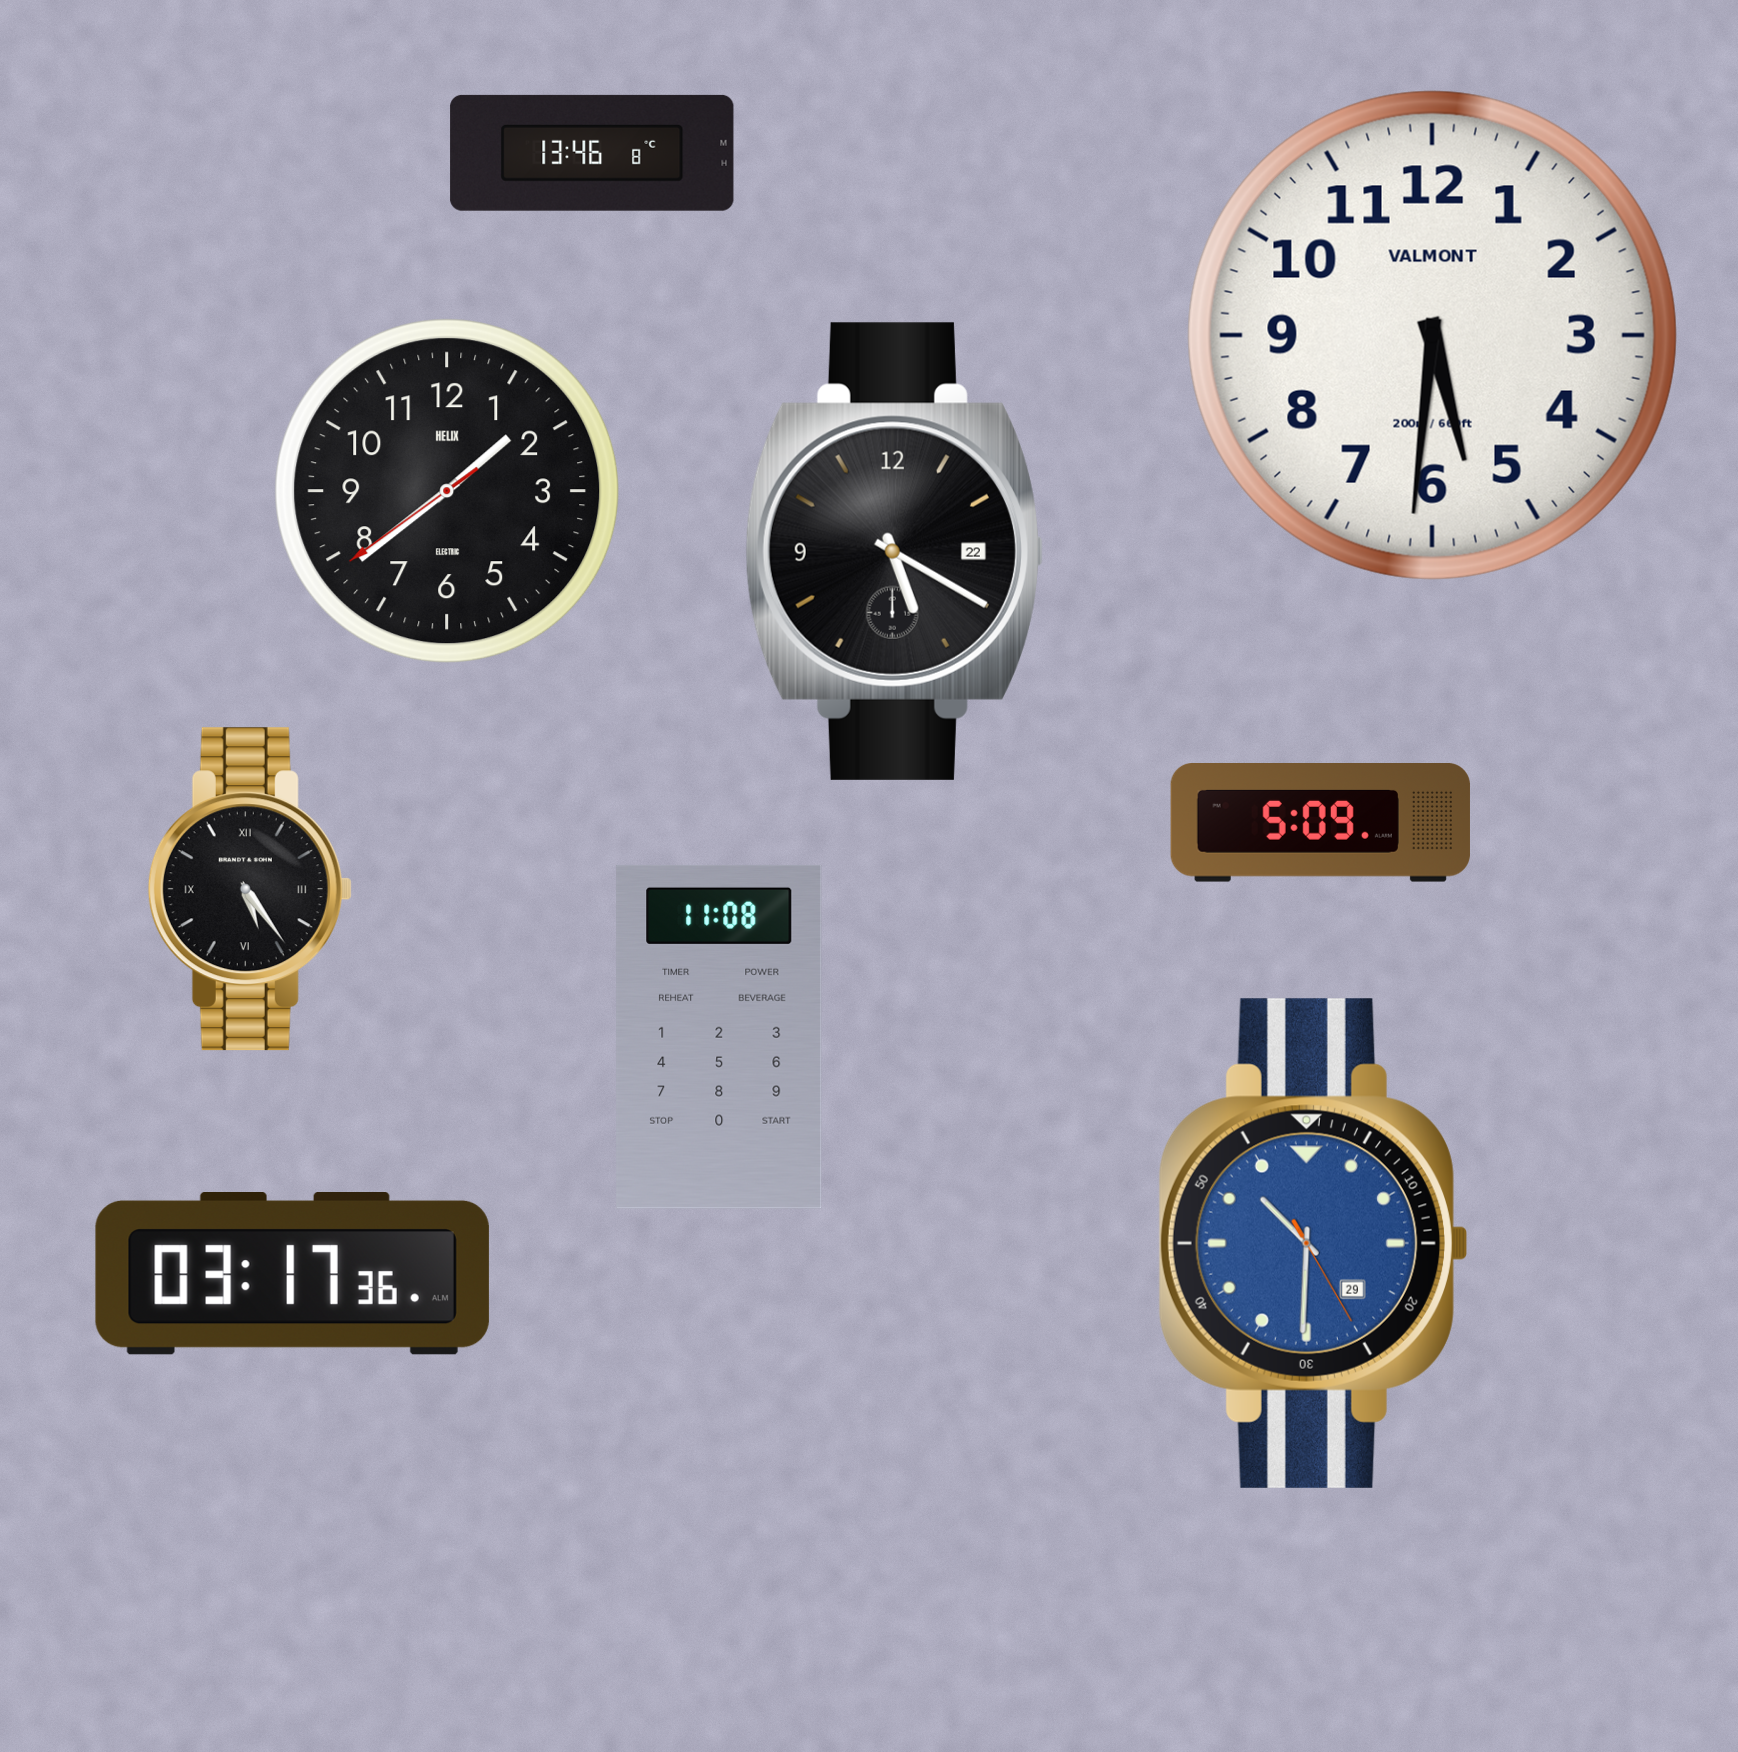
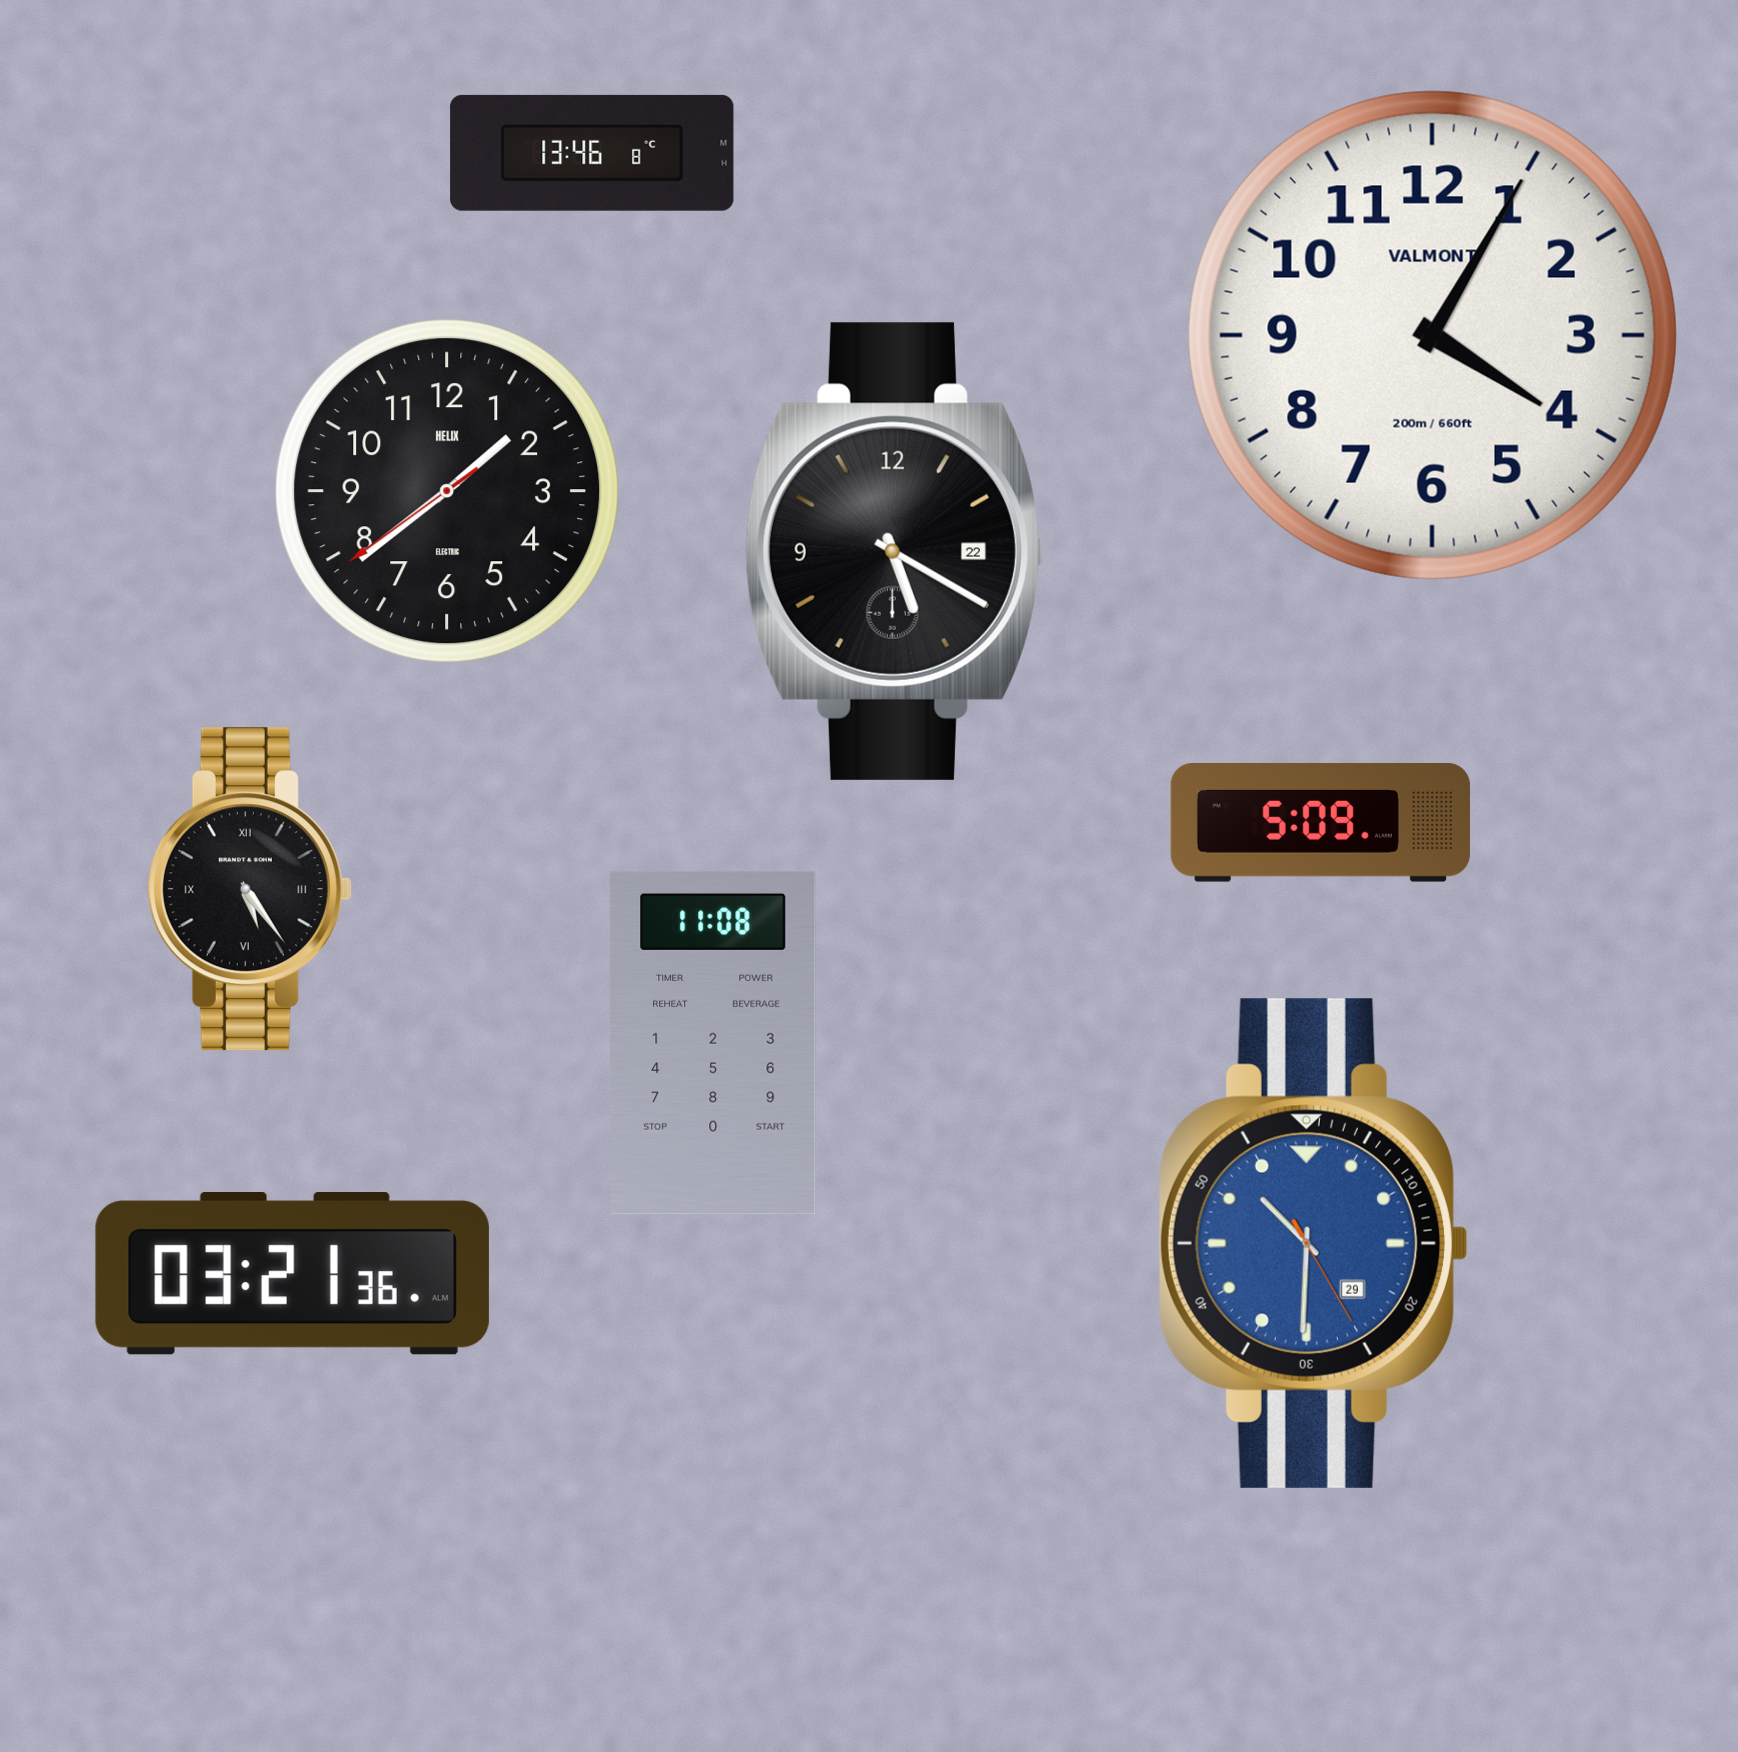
clock at (1432, 335): 5:31 -> 4:05
clock at (719, 1037) position: (719, 1037) -> (713, 1043)
clock at (292, 1273): 03:17 -> 03:21
